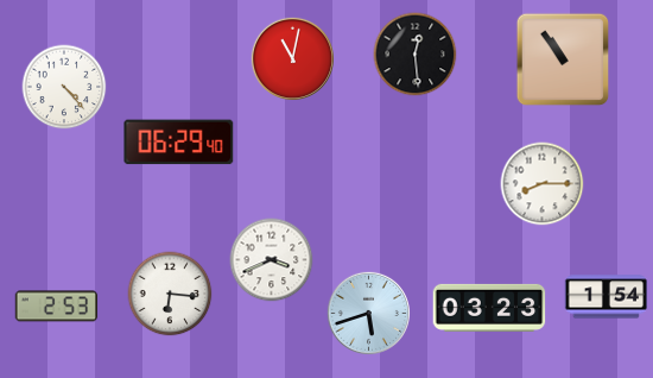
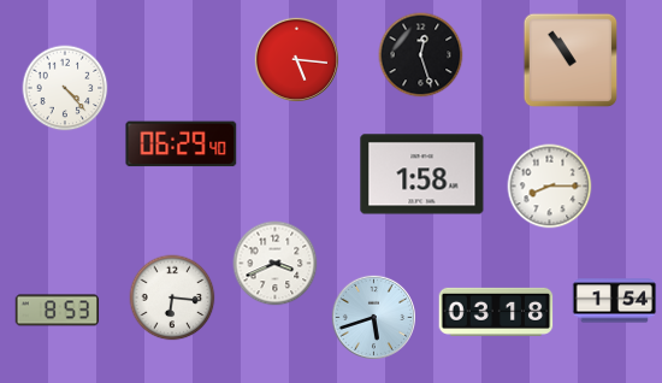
clock at (416, 55): 12:29 -> 12:27
clock at (292, 58): 11:02 -> 5:16
clock at (422, 175): none -> 1:58
clock at (57, 307): 2:53 -> 8:53
clock at (489, 308): 03:23 -> 03:18
